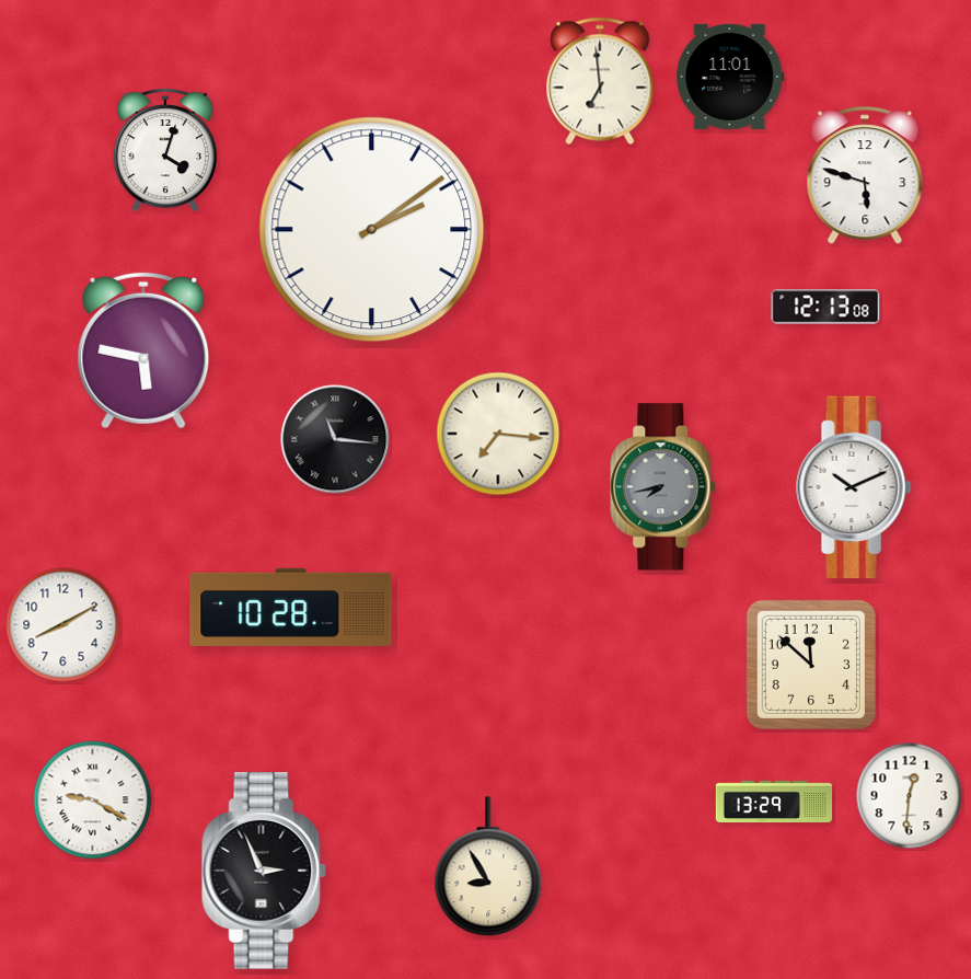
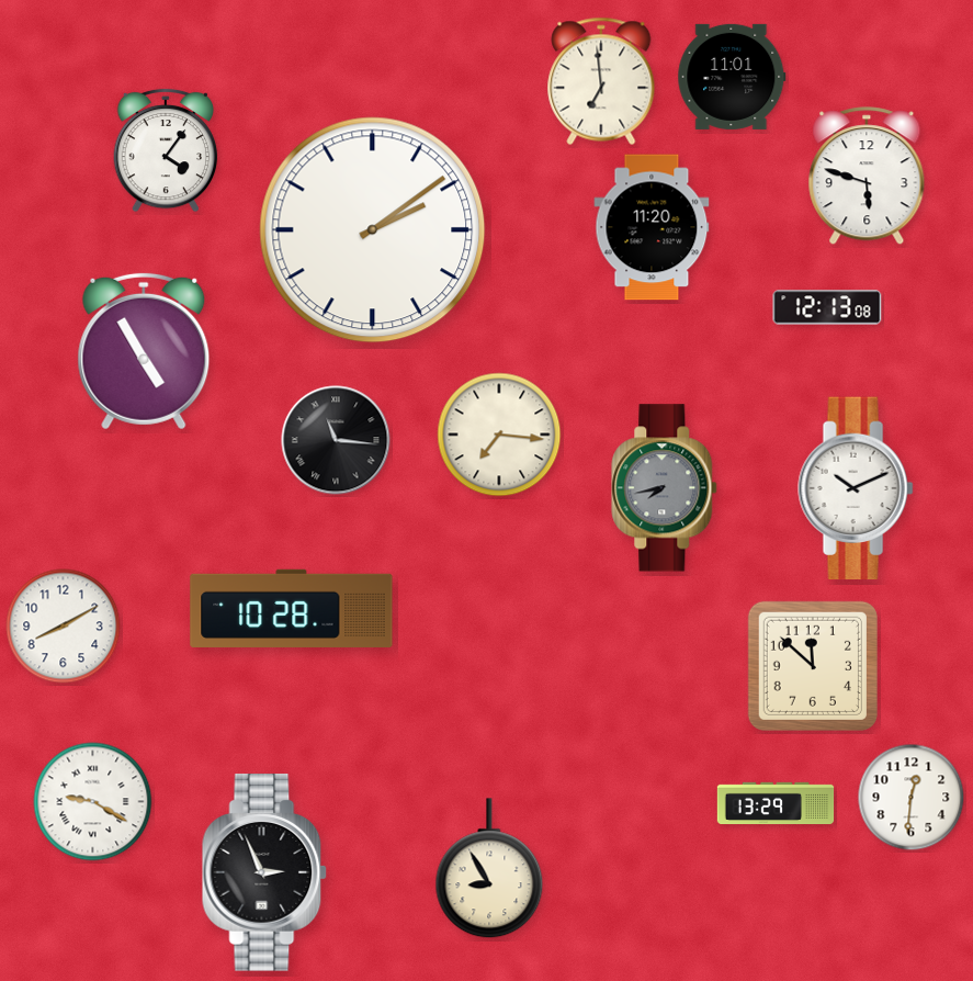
clock at (165, 150): 4:03 -> 4:06
clock at (652, 227): none -> 11:20
clock at (143, 350): 5:47 -> 4:55
